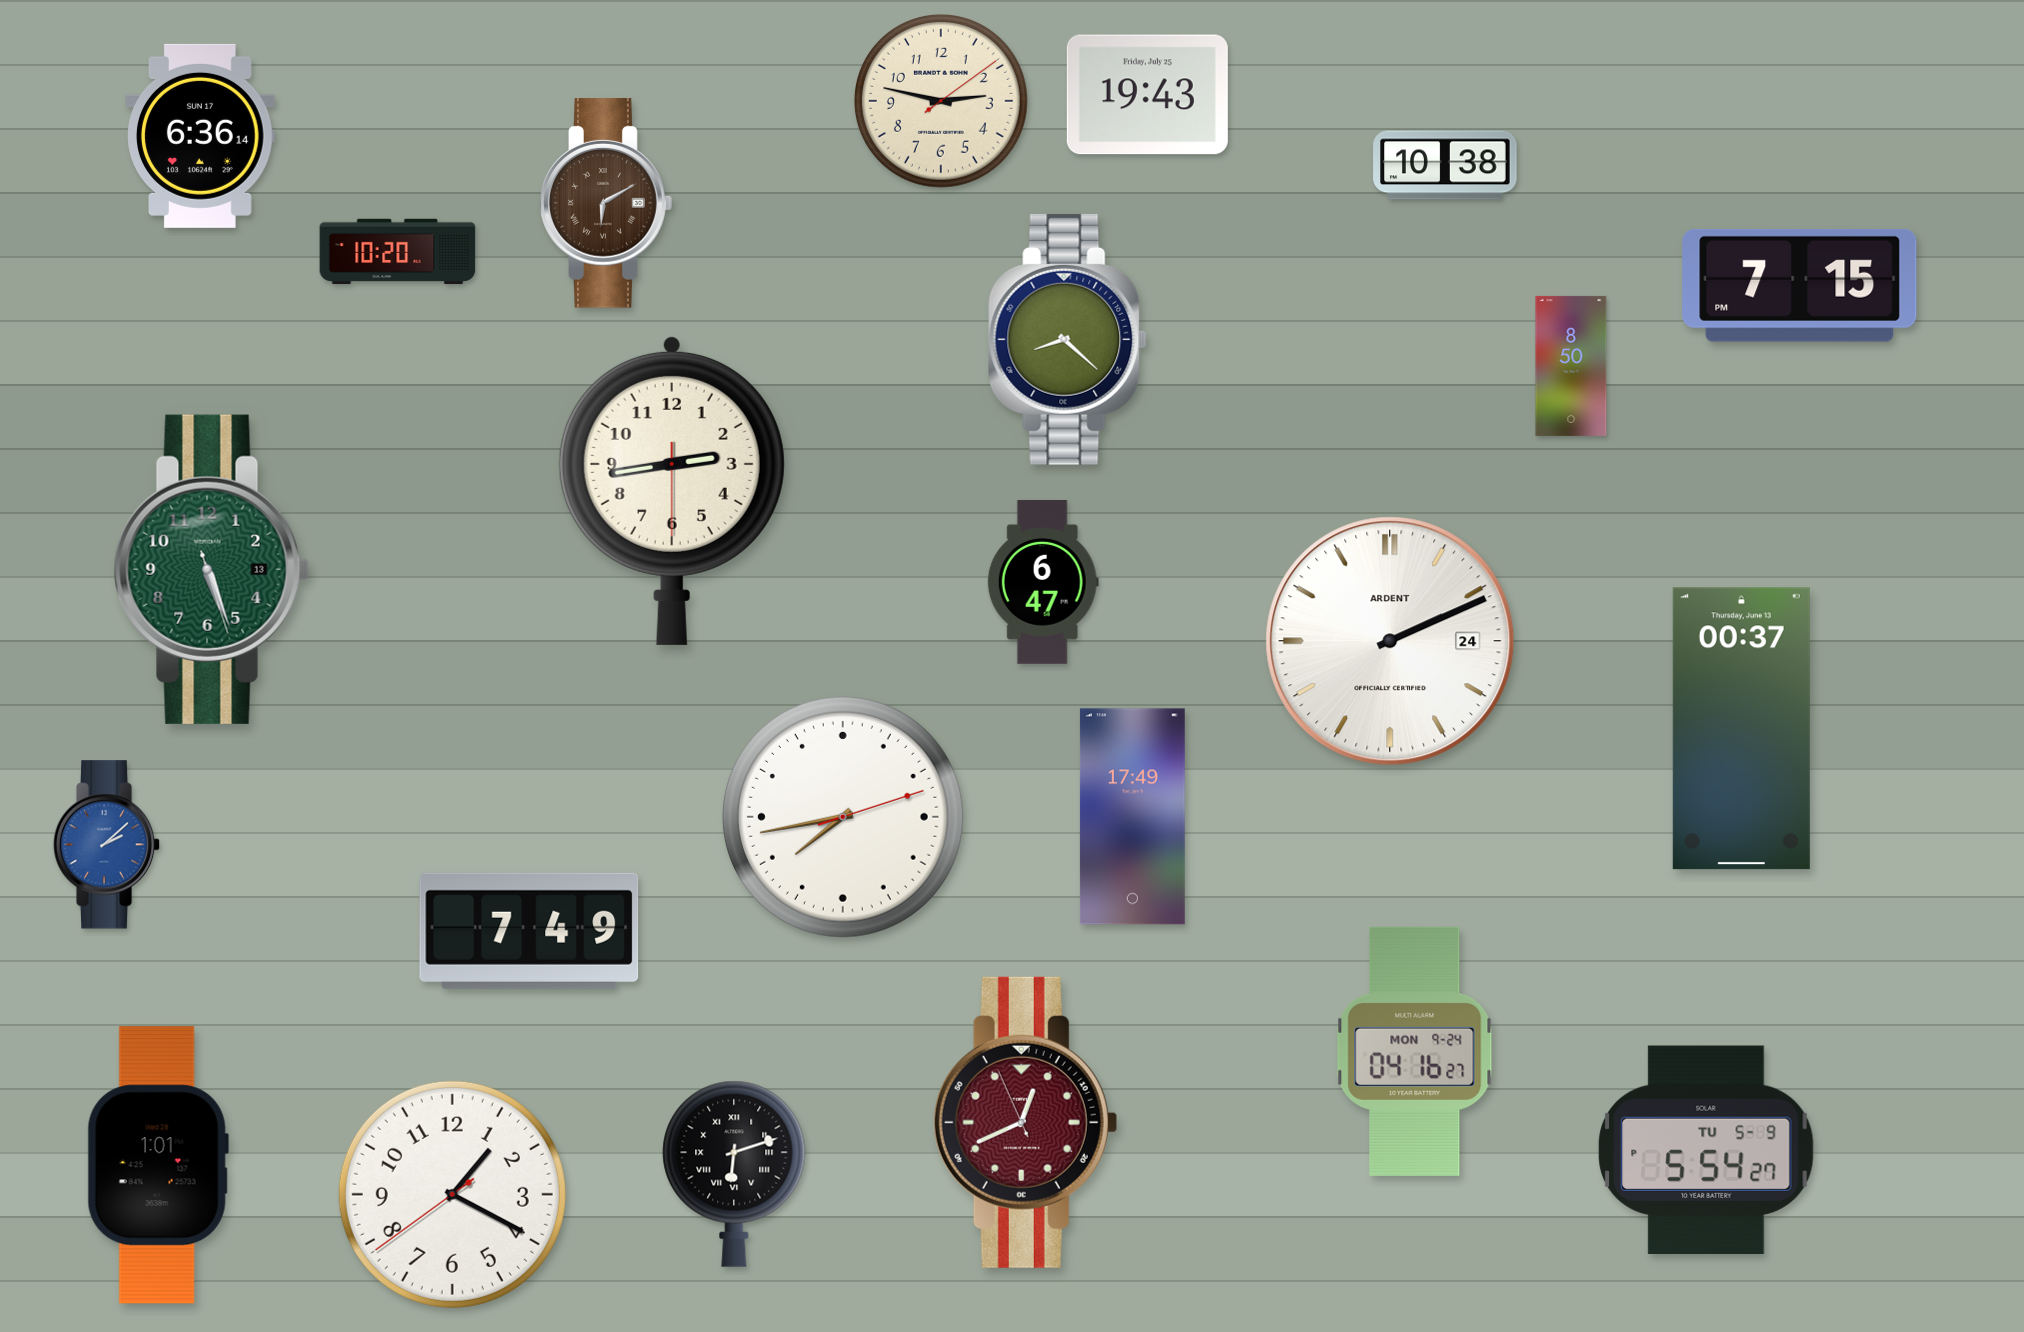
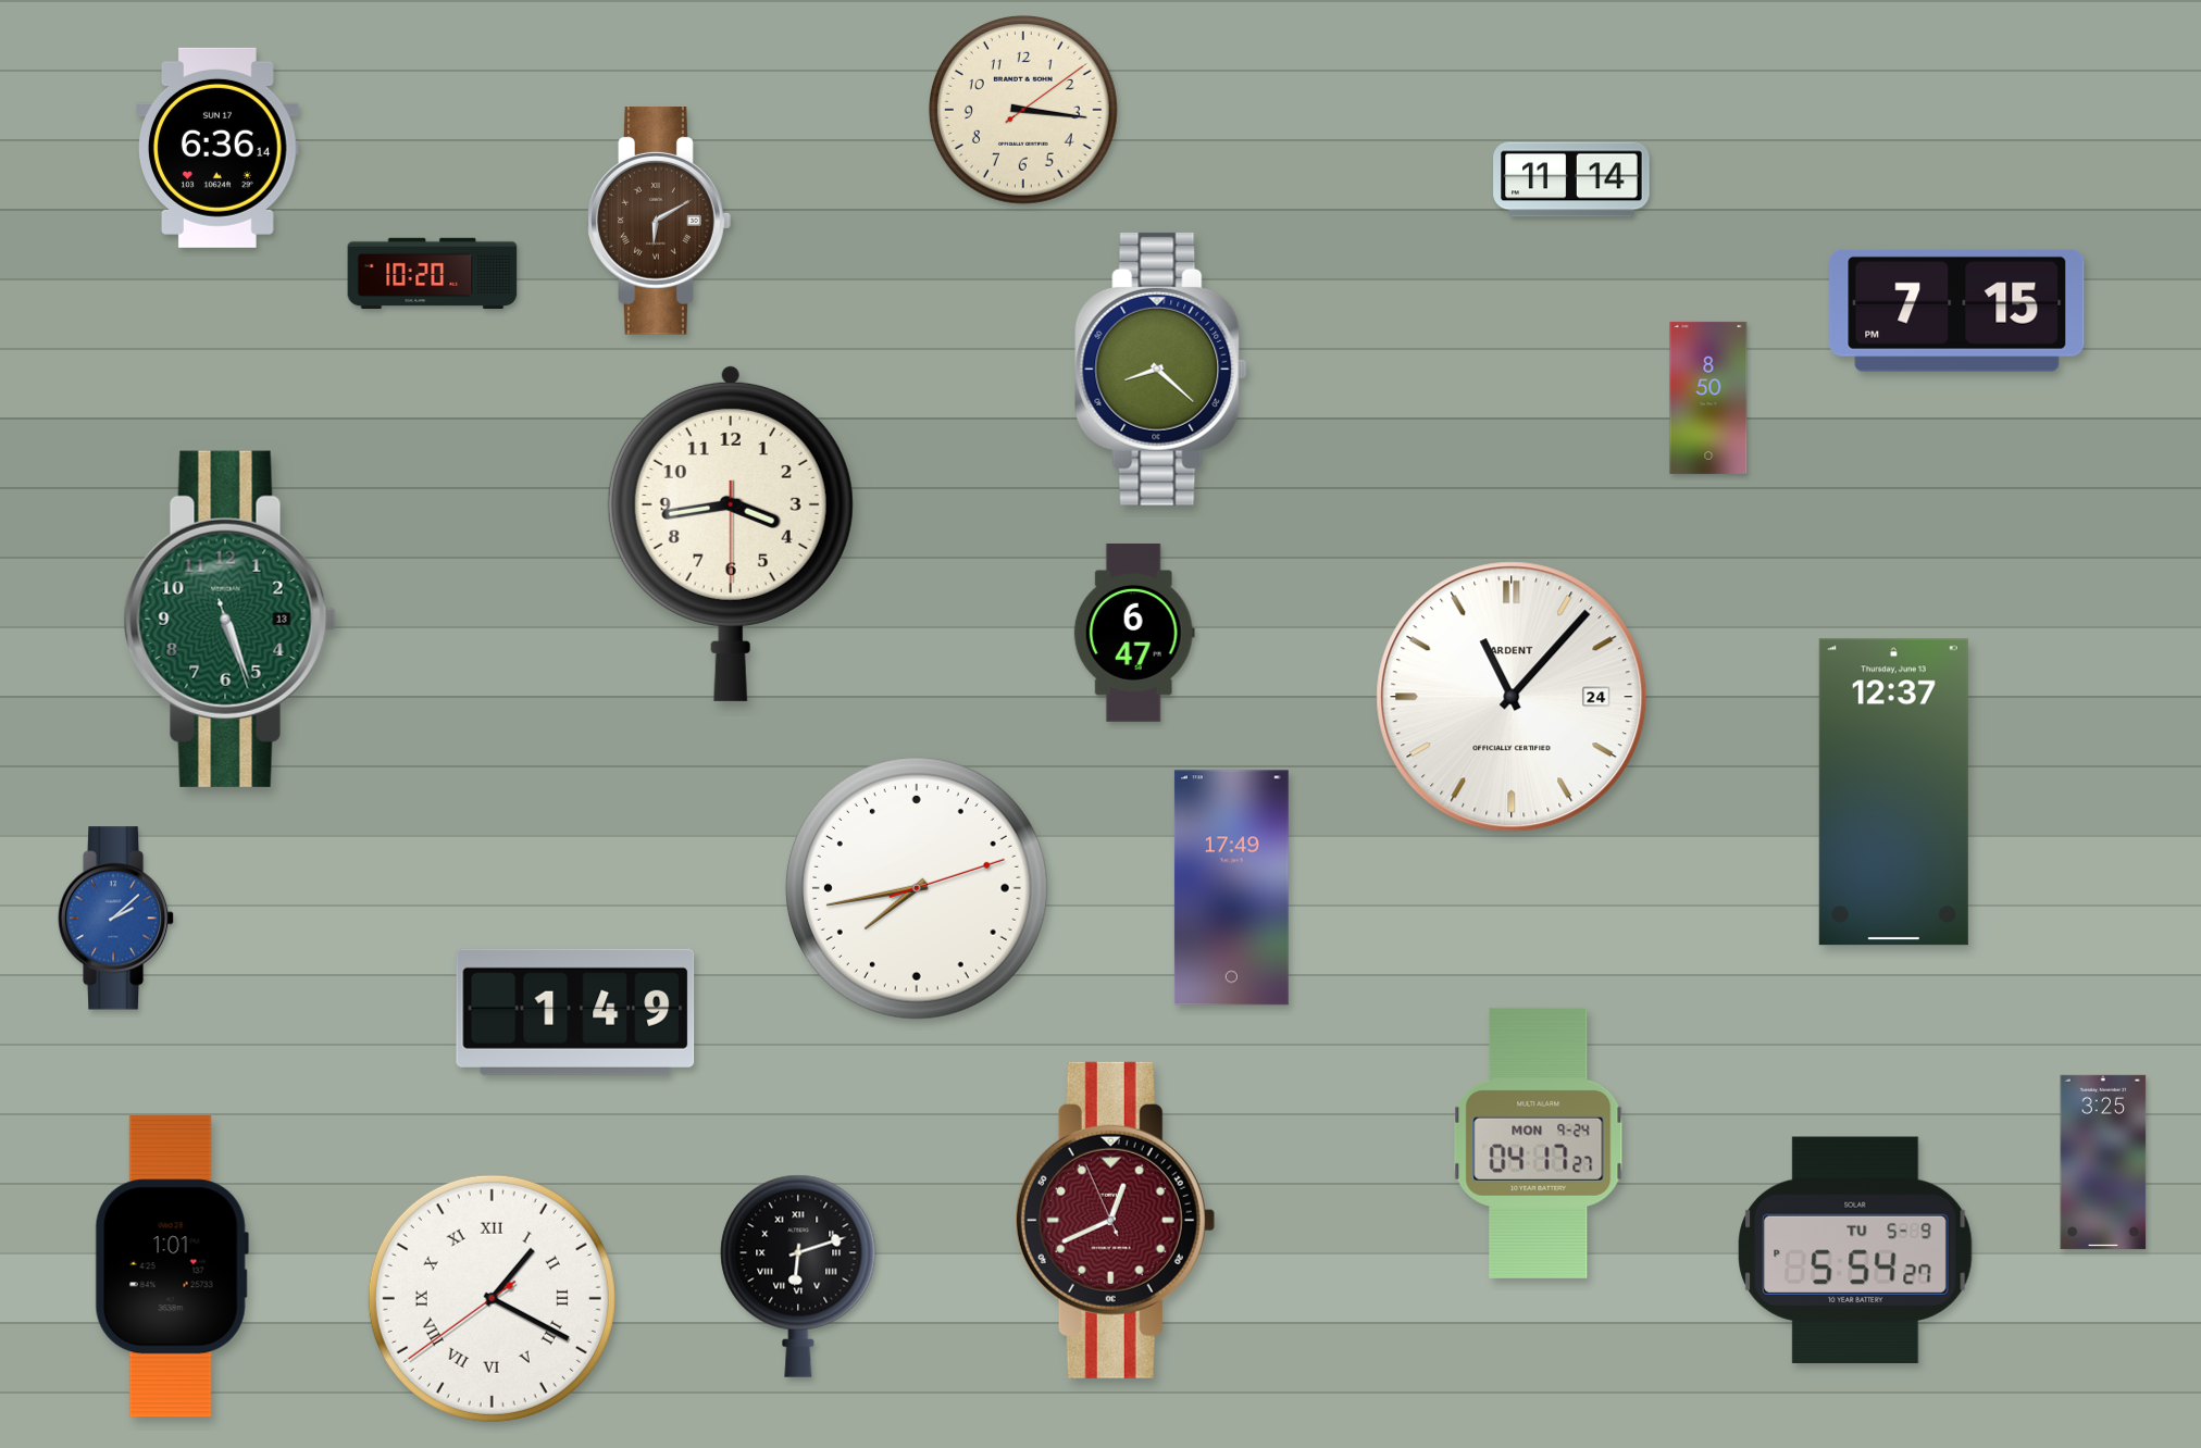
clock at (1147, 95): 19:43 -> none
clock at (941, 101): 2:47 -> 3:16
clock at (1445, 165): 10:38 -> 11:14
clock at (672, 490): 2:43 -> 3:43
clock at (1390, 641): 2:11 -> 11:07
clock at (1741, 729): 00:37 -> 12:37
clock at (529, 931): 7:49 -> 1:49
clock at (1415, 1051): 04:16 -> 04:17
clock at (2103, 1162): none -> 3:25
clock at (452, 1194) numerals: Arabic -> Roman
